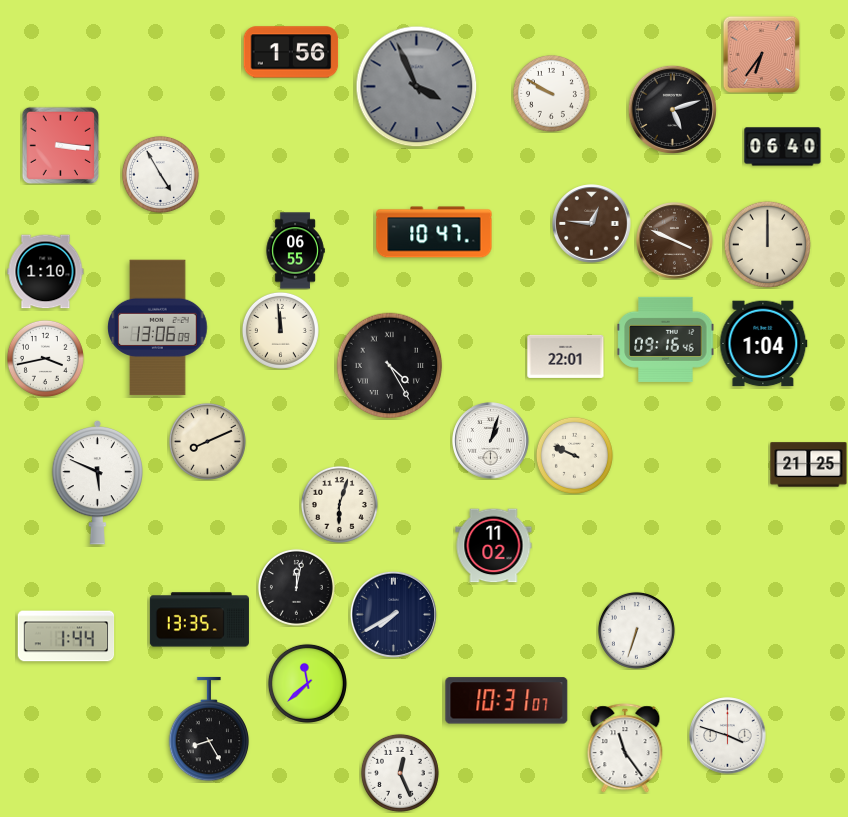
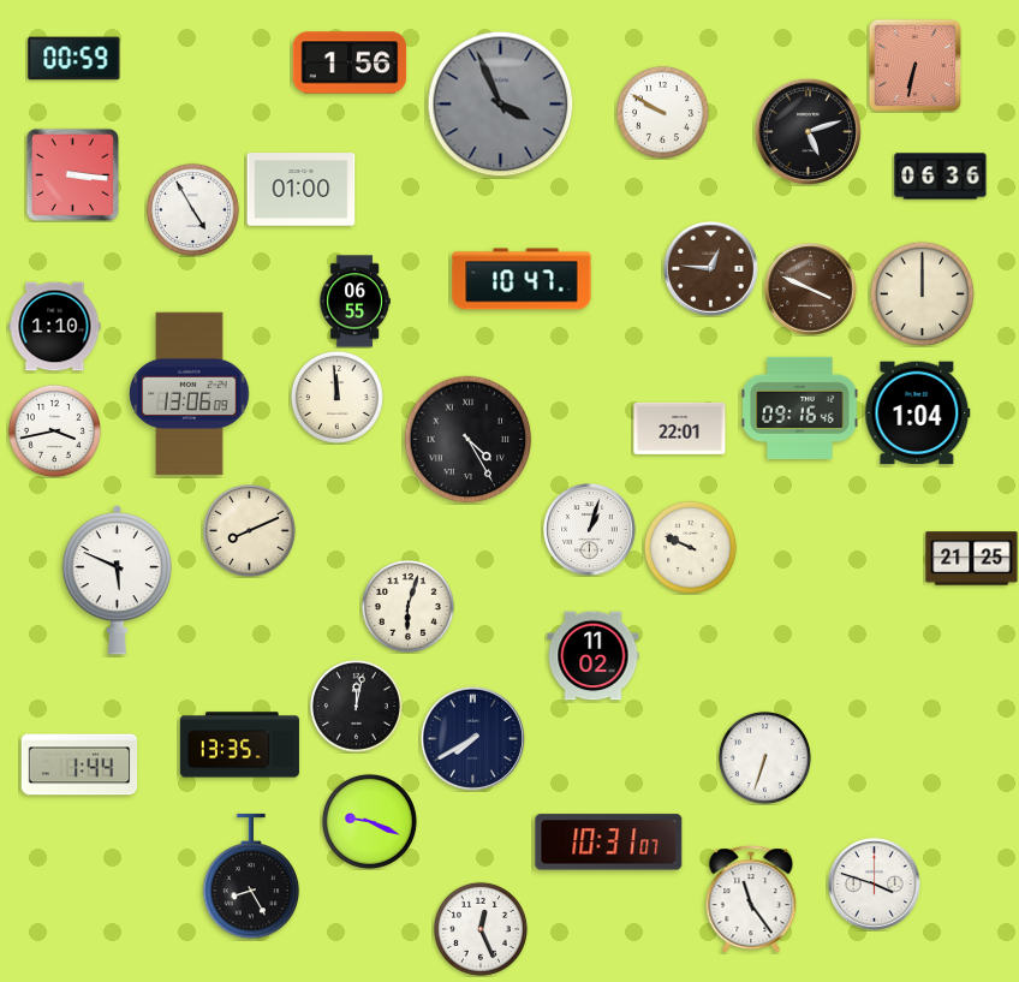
clock at (75, 59): none -> 00:59
clock at (761, 54): 6:36 -> 6:32
clock at (783, 147): 06:40 -> 06:36
clock at (302, 190): none -> 01:00
clock at (307, 683): 11:38 -> 9:19
